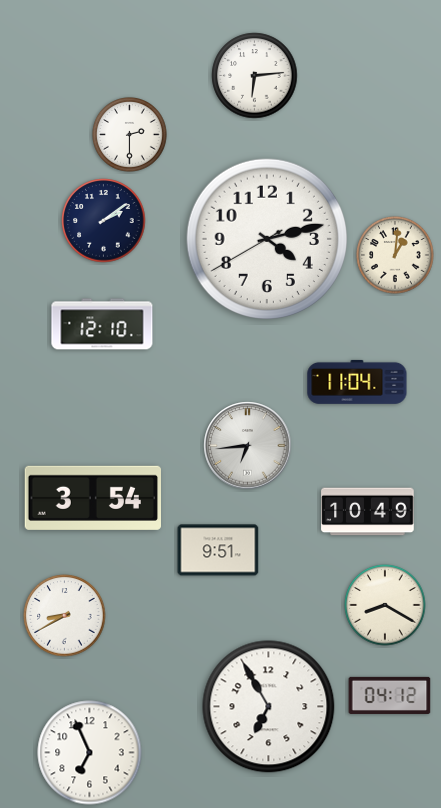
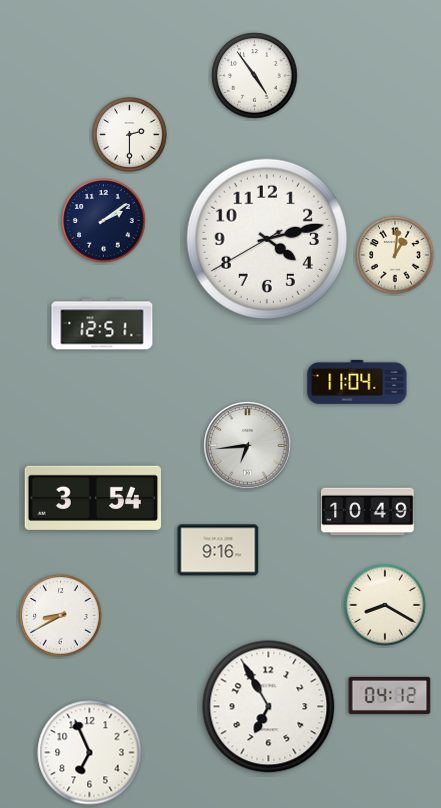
clock at (255, 76): 6:14 -> 4:54
clock at (102, 324): 12:10 -> 12:51
clock at (218, 550): 9:51 -> 9:16
clock at (65, 616) position: (65, 616) -> (61, 616)
